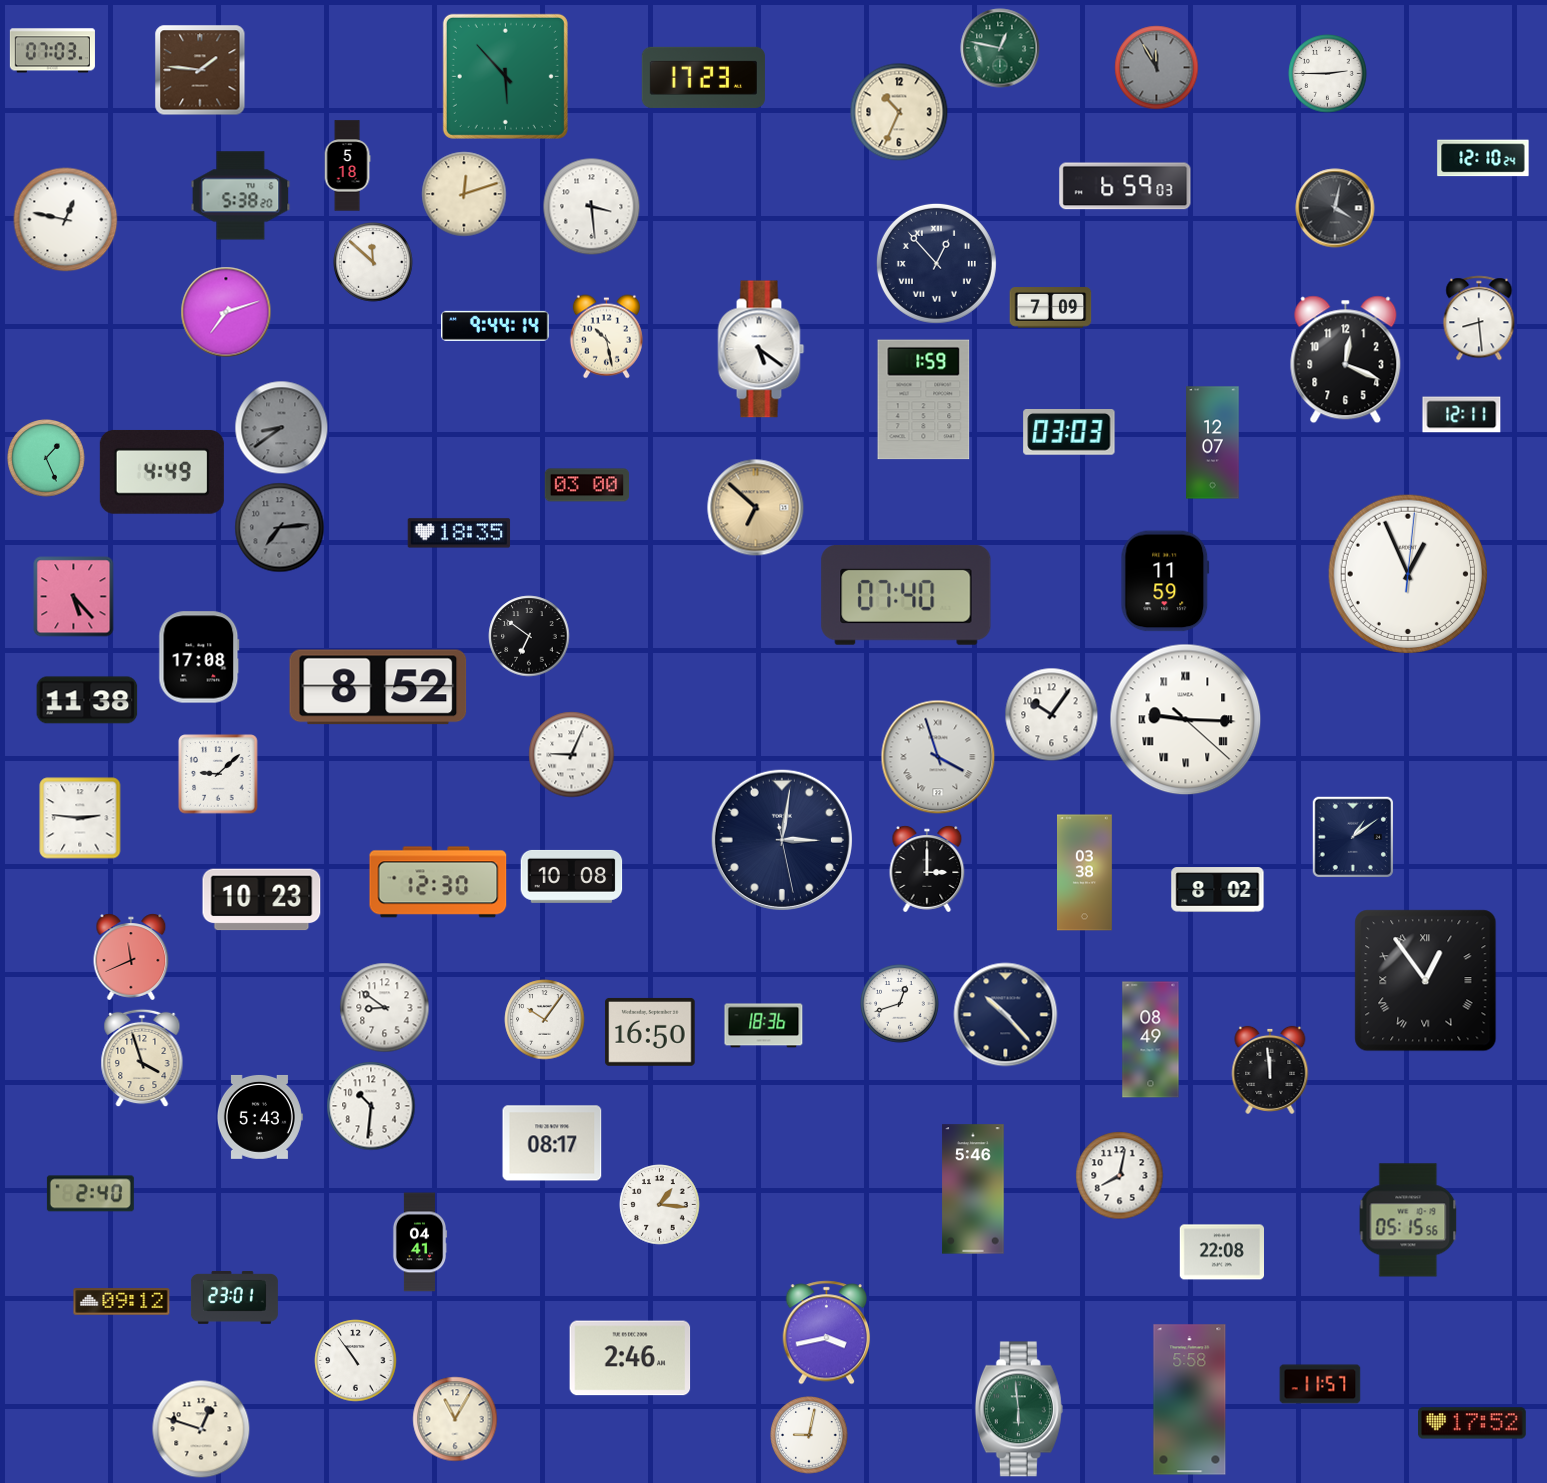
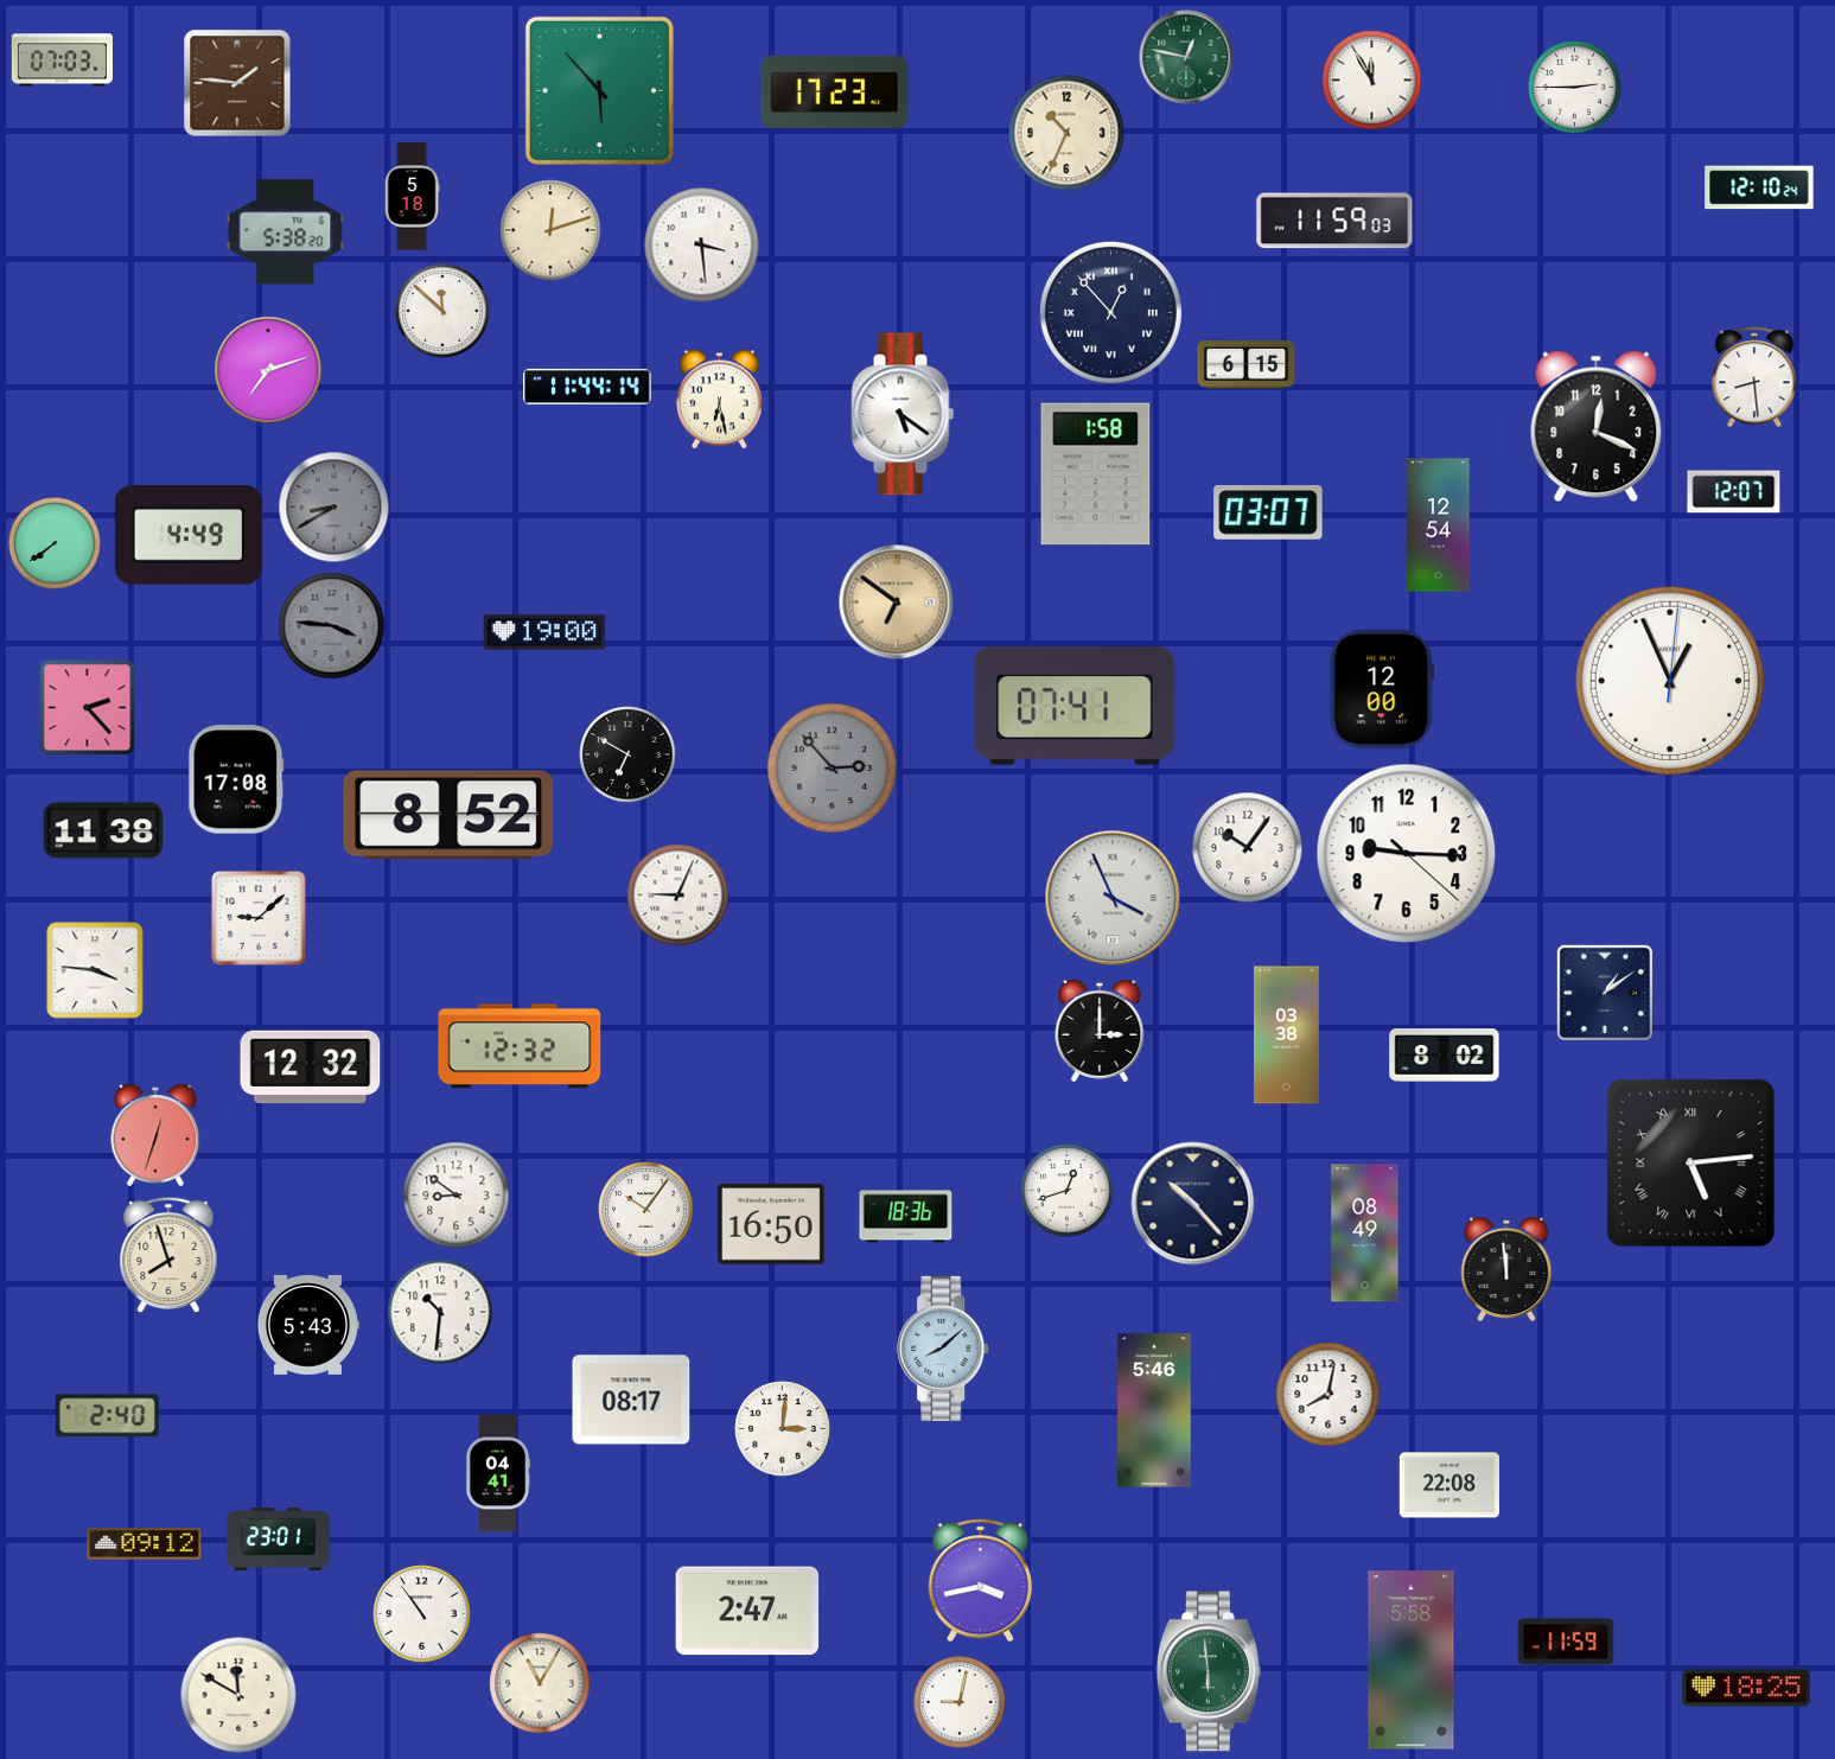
clock at (1157, 68) dial: grey -> white
clock at (1125, 186): 6:59 -> 11:59
clock at (1335, 208): 4:02 -> none
clock at (66, 220): 12:47 -> none
clock at (1051, 308): 7:09 -> 6:15
clock at (496, 326): 9:44 -> 11:44
clock at (606, 337): 10:28 -> 6:28
clock at (924, 400): 1:59 -> 1:58
clock at (1462, 415): 12:11 -> 12:07
clock at (282, 428): 8:39 -> 8:40
clock at (1069, 433): 03:03 -> 03:07
clock at (1213, 443): 12:07 -> 12:54
clock at (46, 458): 1:26 -> 7:39
clock at (162, 472) position: (162, 472) -> (189, 535)
clock at (586, 485): 03:00 -> none
clock at (756, 508): 6:52 -> 6:51
clock at (280, 528): 7:14 -> 3:46
clock at (459, 533): 18:35 -> 19:00
clock at (1165, 581): 11:59 -> 12:00
clock at (906, 595): 07:40 -> 07:41
clock at (74, 597): 5:23 -> 2:23
clock at (529, 636): 6:51 -> 6:50
clock at (833, 769): none -> 2:53
clock at (1186, 720) numerals: Roman -> Arabic
clock at (938, 757): 3:57 -> 3:56
clock at (80, 818): 2:46 -> 3:46
clock at (782, 840): 3:01 -> none
clock at (572, 876): 10:08 -> none
clock at (438, 882): 12:30 -> 12:32
clock at (262, 900): 10:23 -> 12:32
clock at (131, 957): 11:41 -> 12:33
clock at (1426, 981): 12:54 -> 5:14
clock at (142, 1058): 3:57 -> 7:57
clock at (944, 1347): none -> 8:08
clock at (552, 1143) position: (552, 1143) -> (631, 1400)
clock at (660, 1205): 1:16 -> 3:01
clock at (1408, 1220): 05:15 -> none
clock at (630, 1358): 2:46 -> 2:47
clock at (1320, 1384): 11:57 -> 11:59
clock at (1473, 1423): 17:52 -> 18:25
clock at (201, 1429): 12:48 -> 11:50
